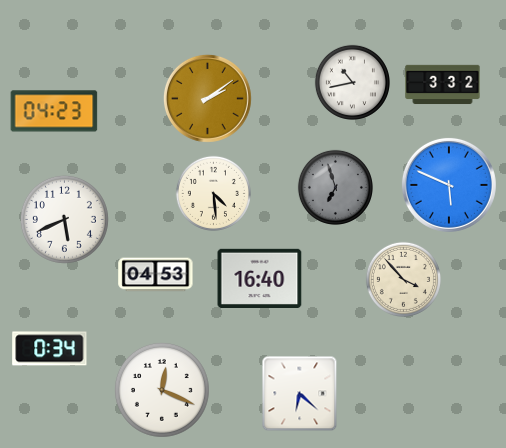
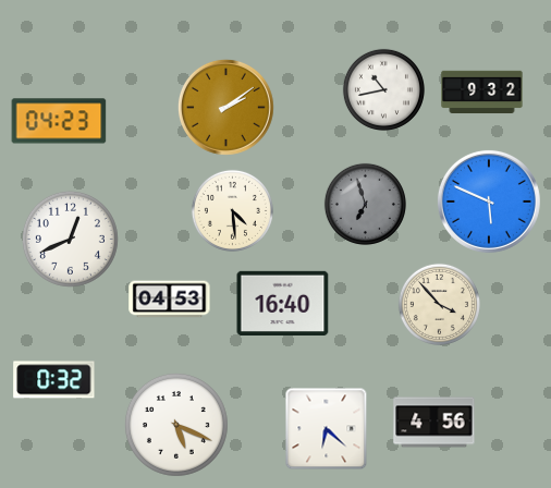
clock at (443, 85): 3:32 -> 9:32
clock at (64, 219): 5:41 -> 12:41
clock at (50, 349): 0:34 -> 0:32
clock at (434, 423): none -> 4:56
clock at (162, 391): 12:19 -> 5:19
